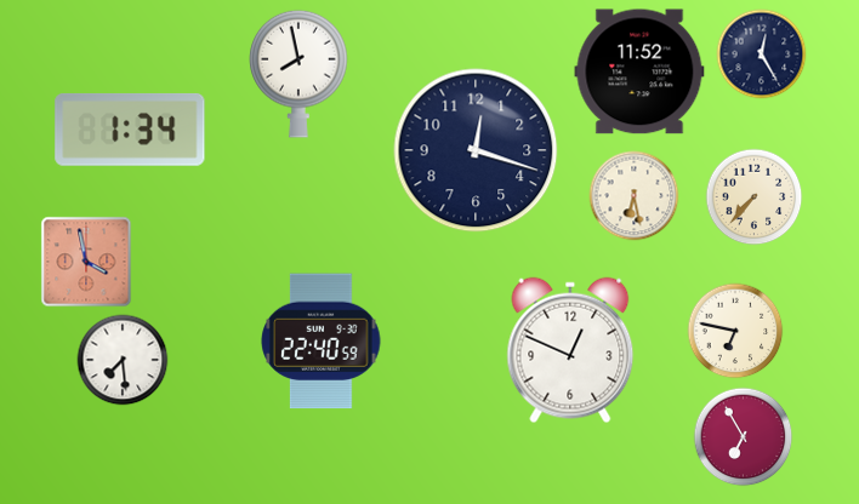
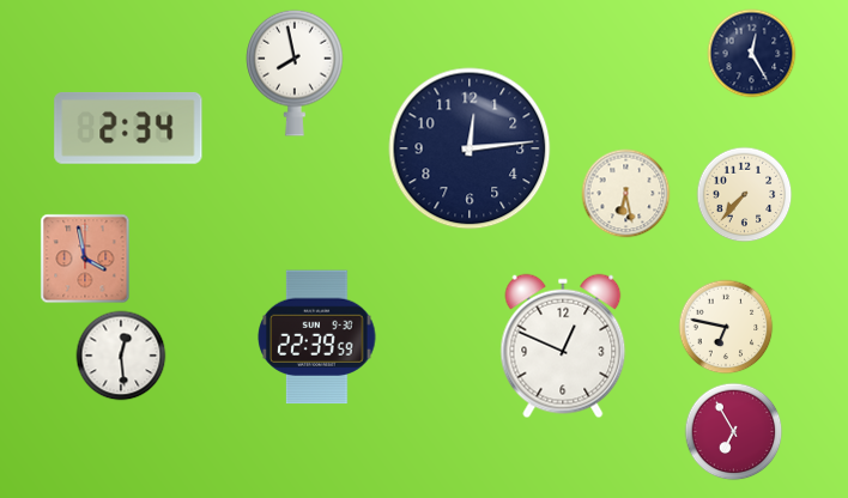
clock at (639, 71): 11:52 -> none
clock at (130, 130): 1:34 -> 2:34
clock at (476, 150): 12:18 -> 12:14
clock at (322, 342): 22:40 -> 22:39
clock at (123, 360): 7:29 -> 12:29
